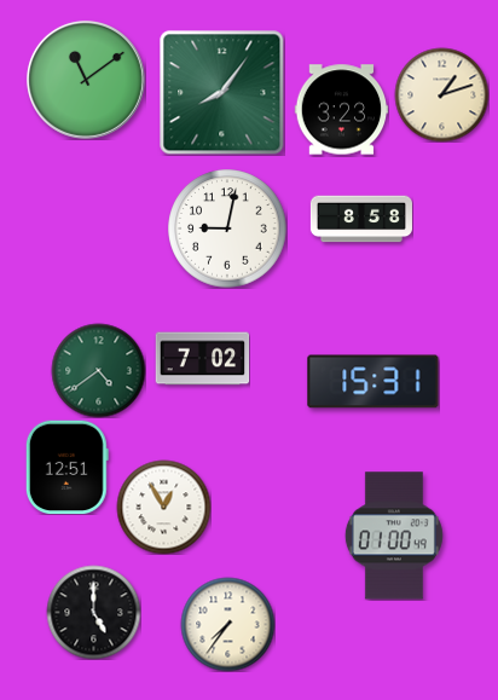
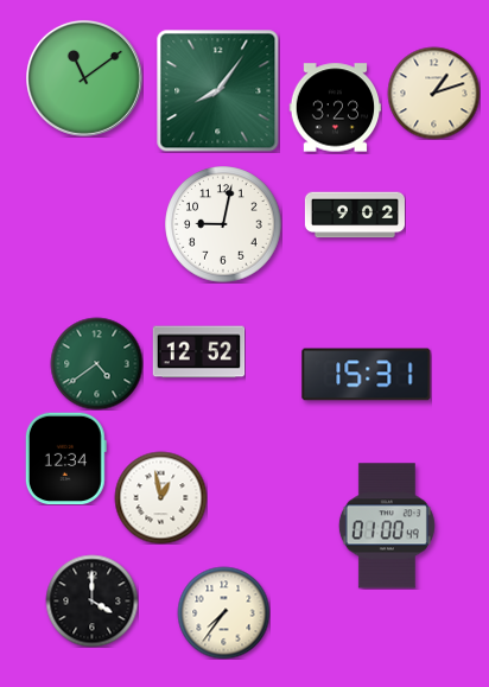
clock at (361, 219): 8:58 -> 9:02
clock at (202, 359): 7:02 -> 12:52
clock at (66, 467): 12:51 -> 12:34
clock at (163, 507): 12:55 -> 12:58
clock at (93, 612): 5:00 -> 4:00
